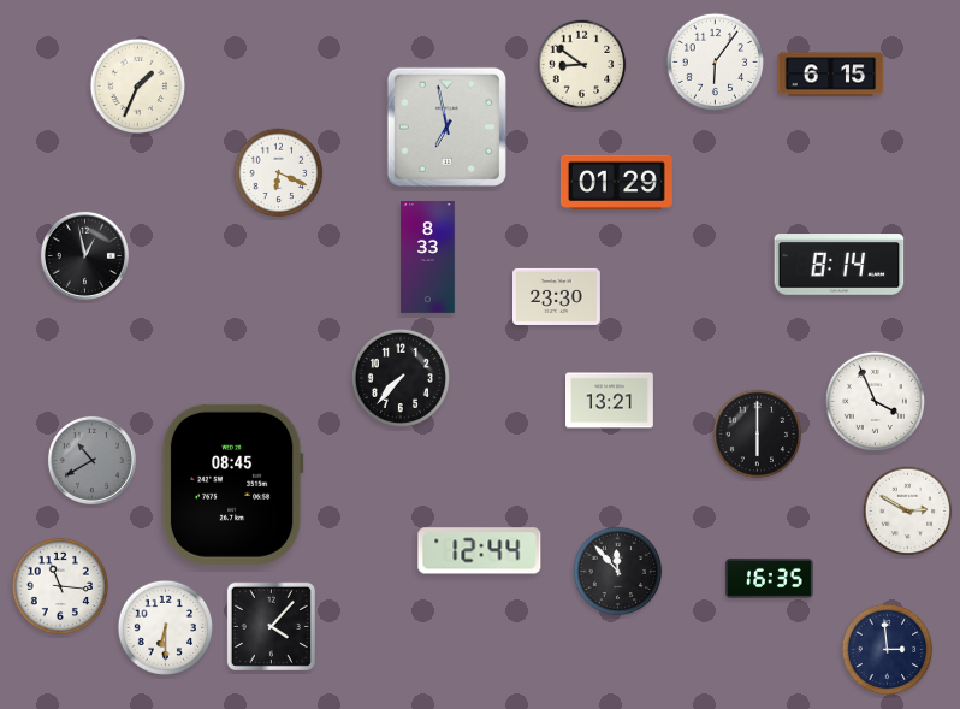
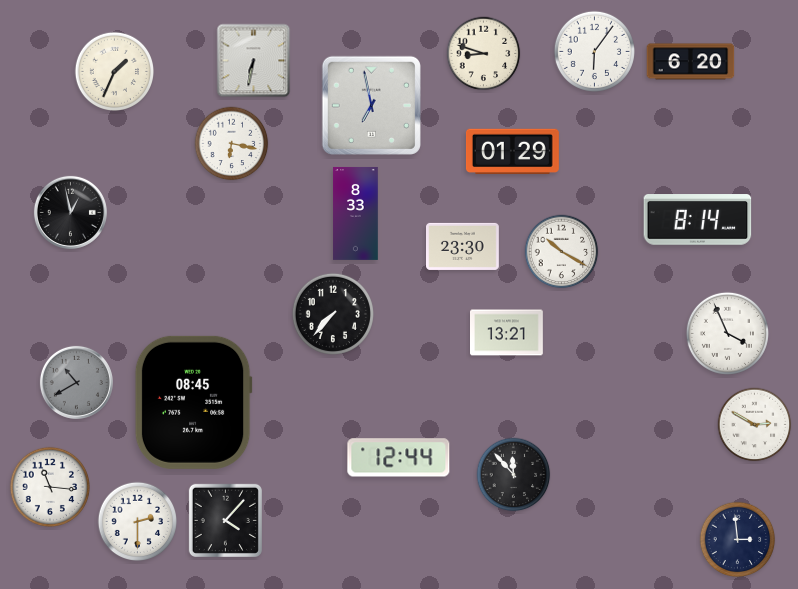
clock at (582, 65): 8:51 -> 8:48
clock at (254, 61): none -> 6:32
clock at (831, 75): 6:15 -> 6:20
clock at (279, 173): 6:19 -> 6:17
clock at (562, 252): none -> 10:20
clock at (758, 435): 6:00 -> none
clock at (770, 578): 16:35 -> none
clock at (165, 627): 6:30 -> 2:30
